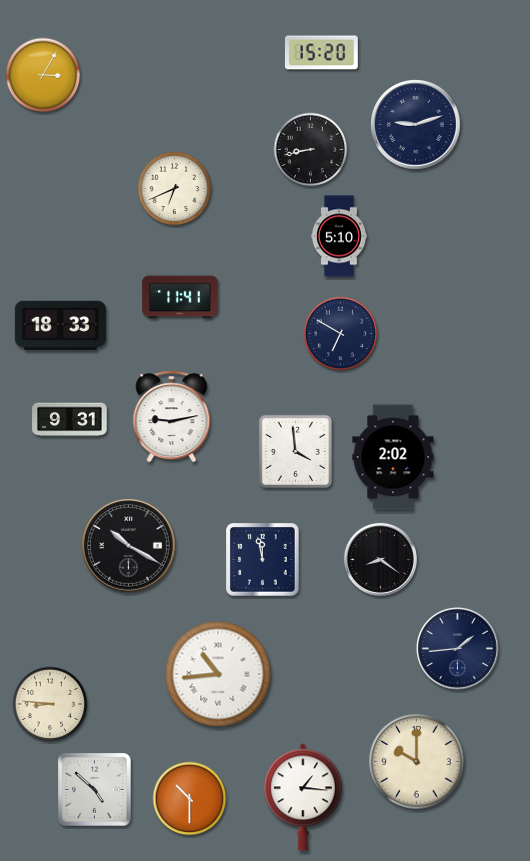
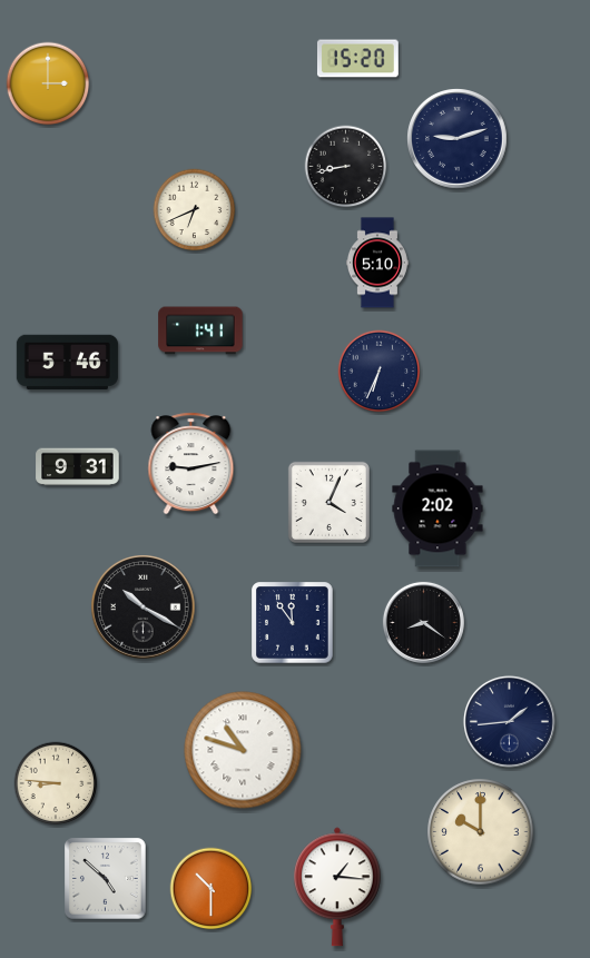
clock at (43, 75): 3:05 -> 3:00
clock at (416, 125) position: (416, 125) -> (458, 139)
clock at (180, 297): 11:41 -> 1:41
clock at (60, 325): 18:33 -> 5:46
clock at (341, 334): 6:50 -> 6:34
clock at (295, 451): 3:59 -> 4:04
clock at (263, 560): 11:58 -> 11:54
clock at (218, 674): 10:44 -> 10:48
clock at (417, 762) position: (417, 762) -> (481, 832)
